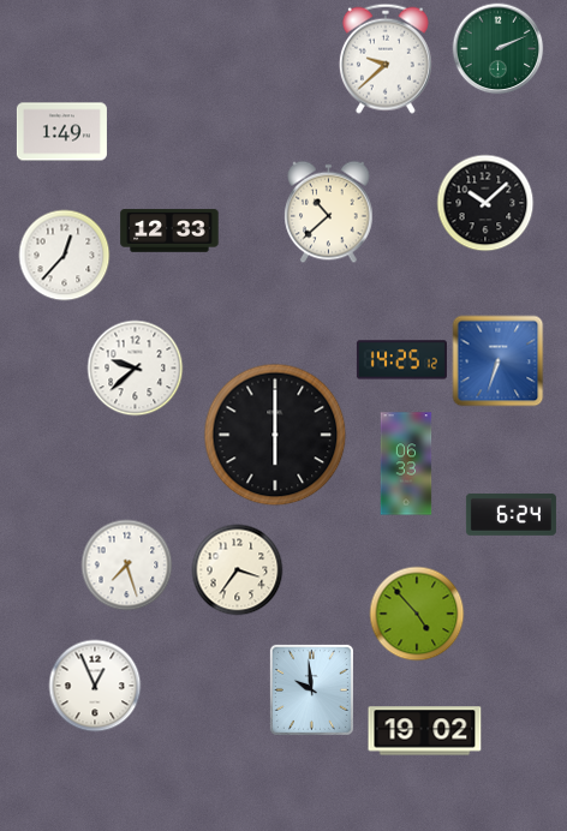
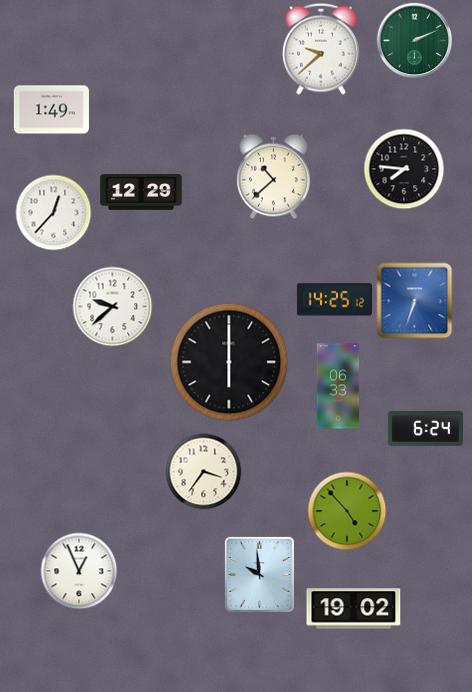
clock at (485, 203): 10:08 -> 7:46
clock at (169, 231): 12:33 -> 12:29
clock at (127, 566): 7:27 -> none
clock at (238, 570) position: (238, 570) -> (204, 472)
